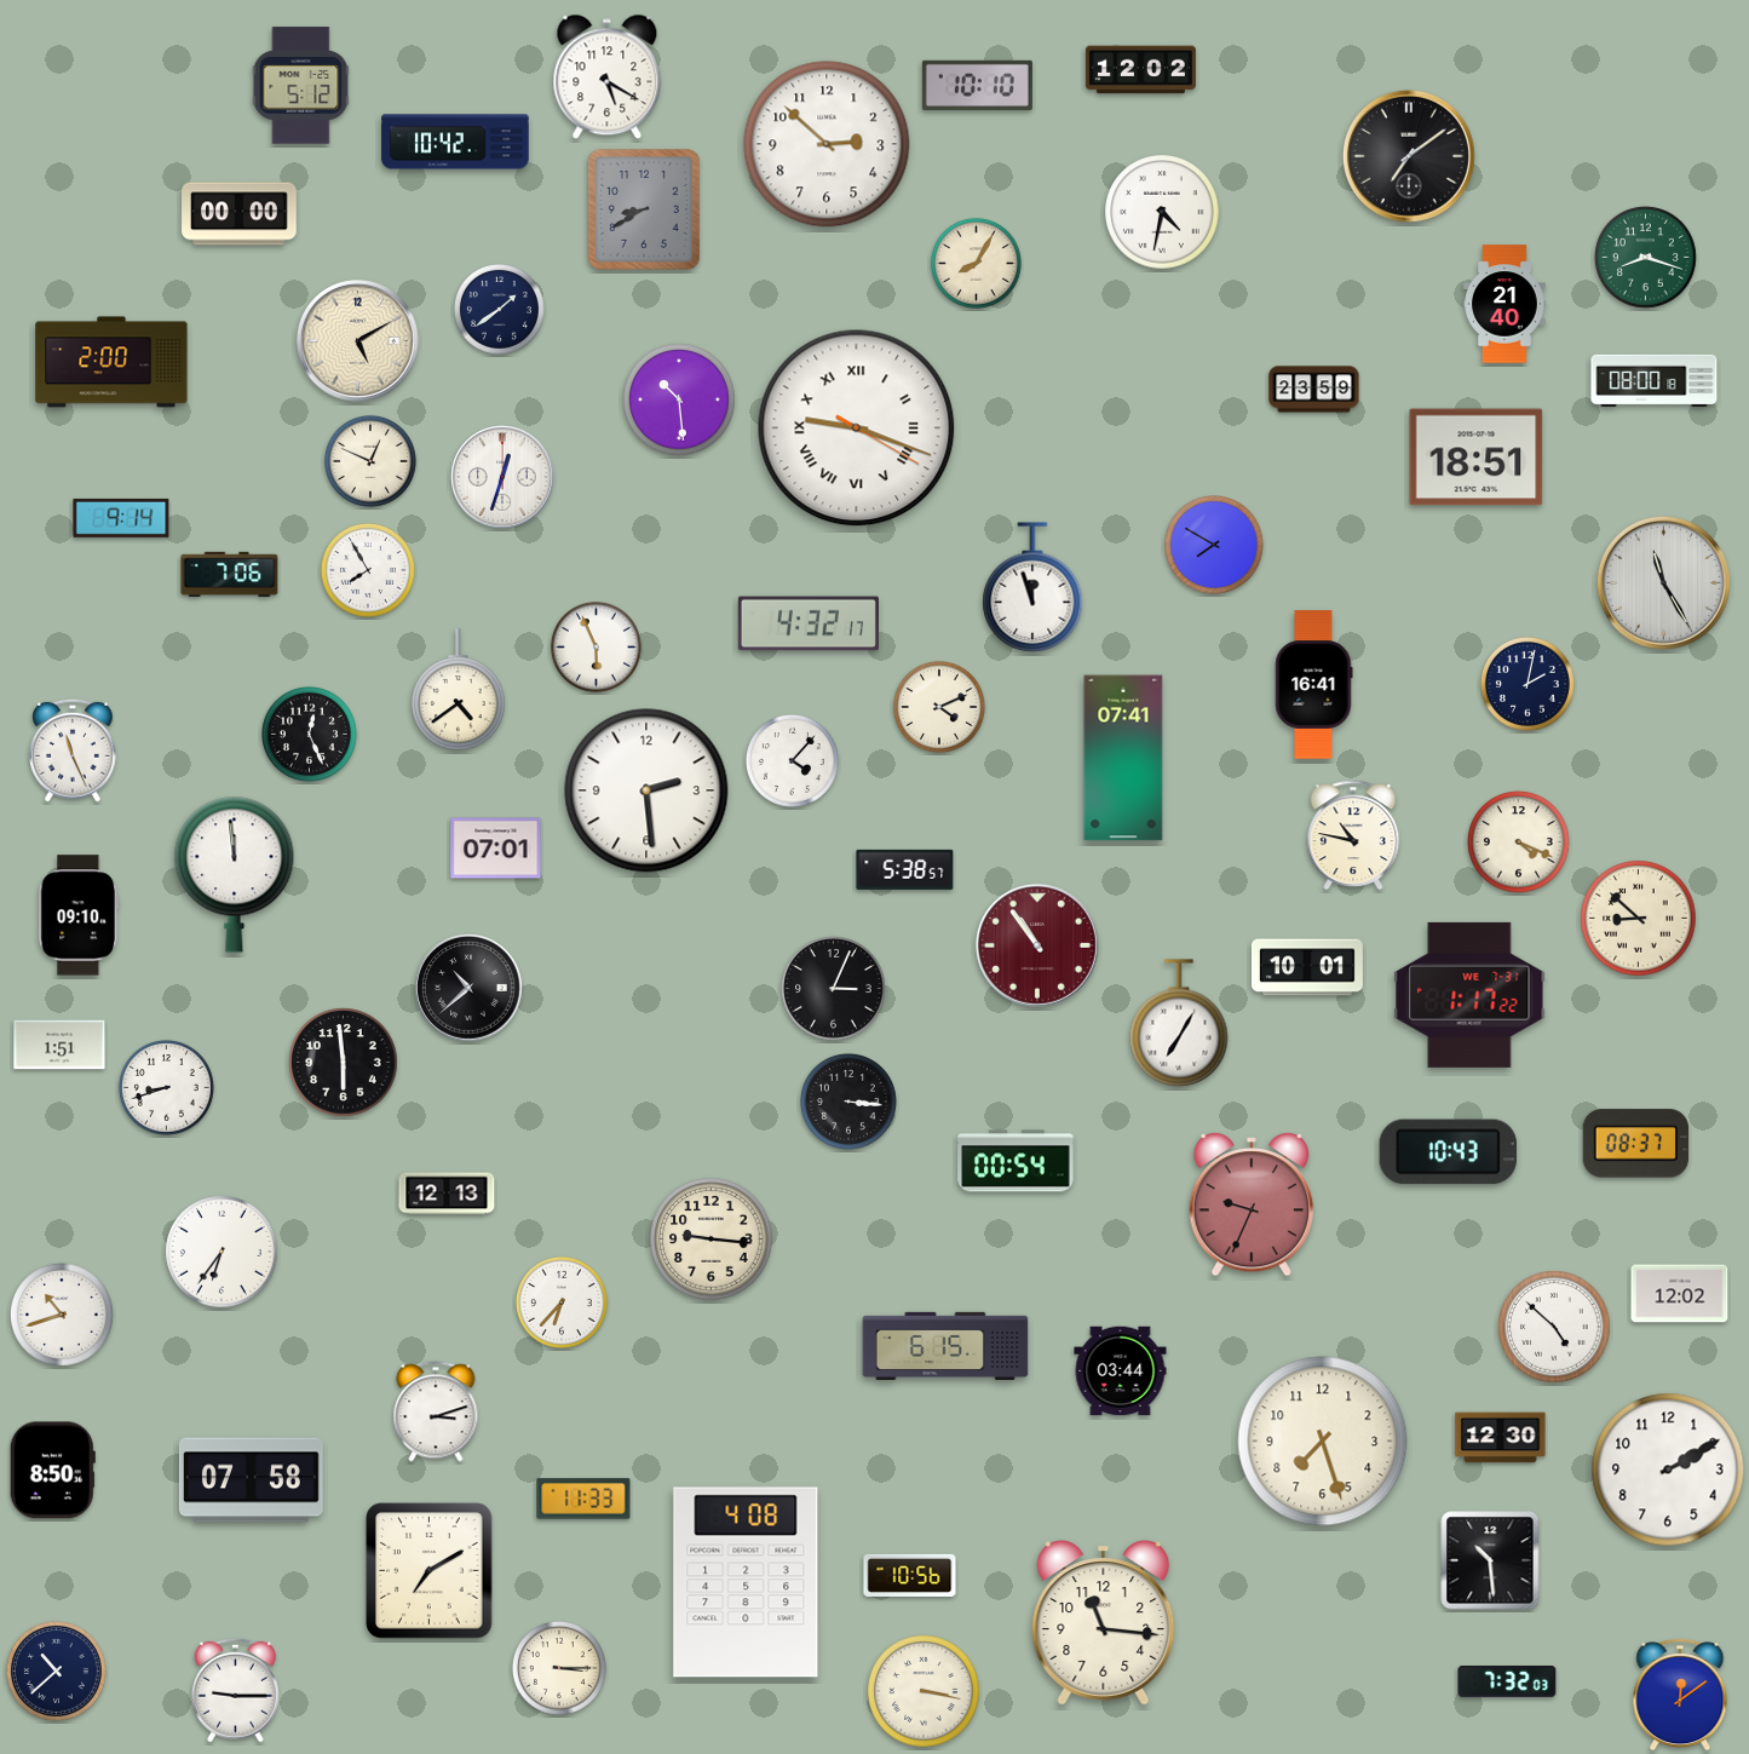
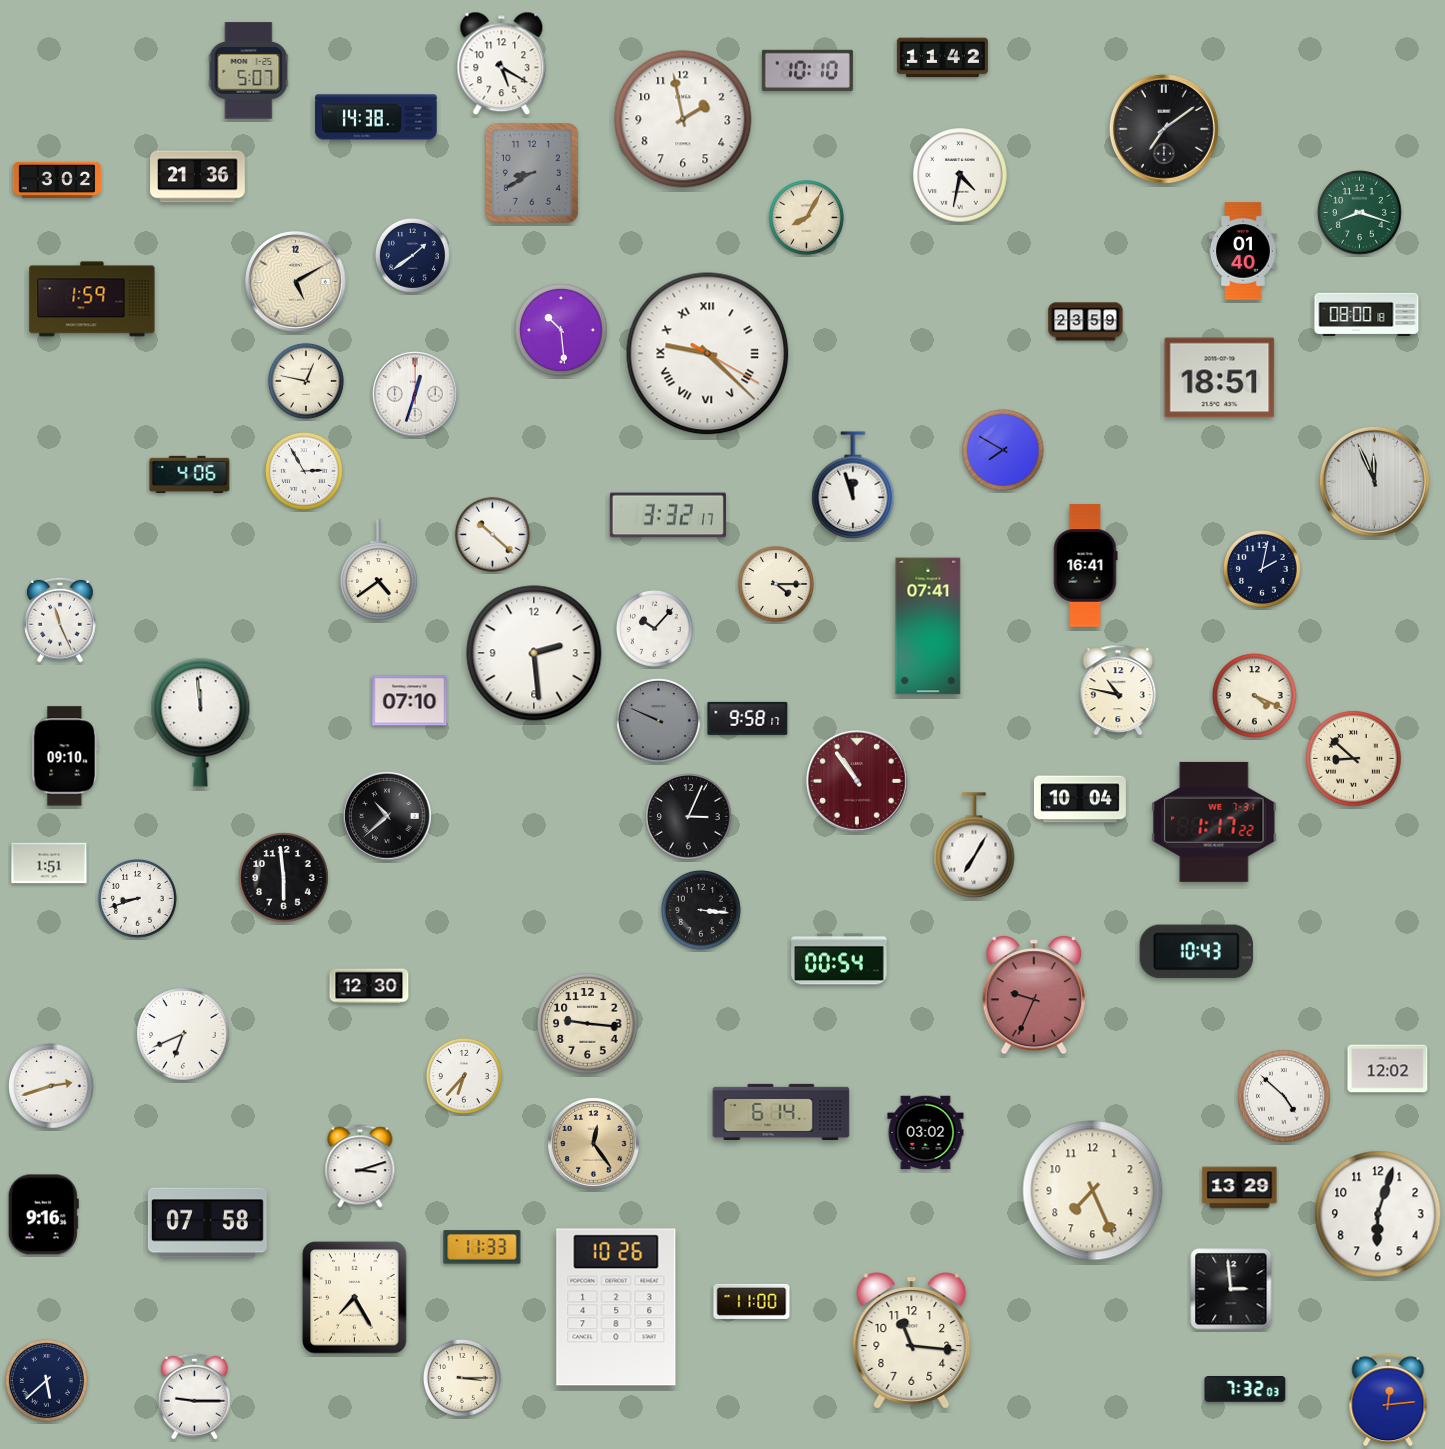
clock at (1140, 70): 12:02 -> 11:42
clock at (301, 86): 5:12 -> 5:07
clock at (455, 142): 10:42 -> 14:38
clock at (827, 144): 2:52 -> 1:58
clock at (240, 214): 00:00 -> 21:36
clock at (57, 180): none -> 3:02
clock at (1505, 304): 21:40 -> 01:40
clock at (111, 362): 2:00 -> 1:59
clock at (857, 429): 9:18 -> 9:22
clock at (370, 461): 12:49 -> 12:47
clock at (121, 518): 9:14 -> none
clock at (368, 570): 7:55 -> 2:55
clock at (230, 574): 7:06 -> 4:06
clock at (1663, 582): 11:25 -> 11:56
clock at (809, 623): 4:32 -> 3:32
clock at (596, 646): 5:56 -> 10:22
clock at (1528, 684) position: (1528, 684) -> (1262, 569)
clock at (939, 707): 4:11 -> 4:15
clock at (309, 734): 12:26 -> none
clock at (792, 760): 4:07 -> 10:07
clock at (496, 849): 07:01 -> 07:10
clock at (905, 869): 5:38 -> 9:58
clock at (659, 721): none -> 9:49
clock at (235, 874) position: (235, 874) -> (201, 722)
clock at (1307, 967): 10:01 -> 10:04
clock at (1636, 1144): 08:37 -> none
clock at (447, 1194): 12:13 -> 12:30
clock at (221, 1252): 6:36 -> 6:41
clock at (62, 1315): 10:42 -> 2:42
clock at (945, 1345): 6:15 -> 6:14
clock at (1121, 1371): 03:44 -> 03:02
clock at (594, 1144): none -> 12:24
clock at (1501, 1438): 12:30 -> 13:29
clock at (1323, 1442): 7:27 -> 7:26
clock at (1668, 1470): 2:10 -> 6:03
clock at (52, 1471): 8:50 -> 9:16
clock at (583, 1499) position: (583, 1499) -> (482, 1247)
clock at (1490, 1560): 10:29 -> 2:59
clock at (430, 1571): 7:10 -> 7:25
clock at (910, 1575): 10:56 -> 11:00
clock at (746, 1582): 4:08 -> 10:26
clock at (57, 1672): 10:38 -> 5:38
clock at (924, 1691): 3:17 -> none
clock at (1680, 1695): 12:09 -> 12:14
